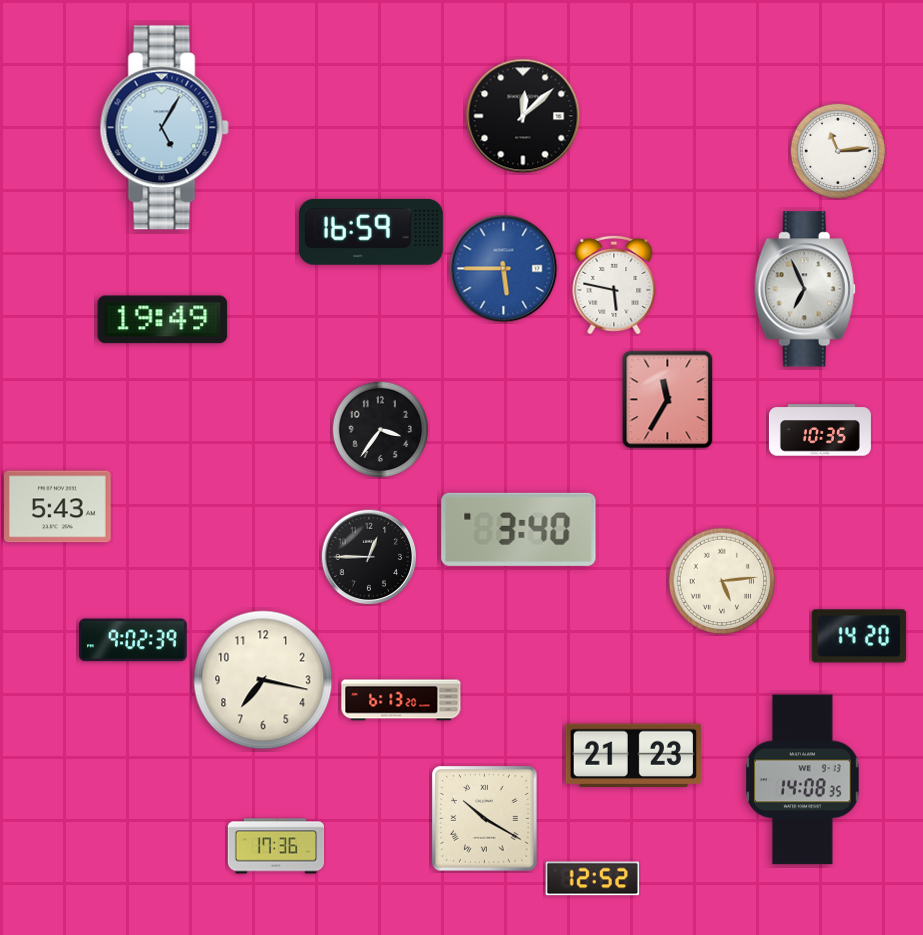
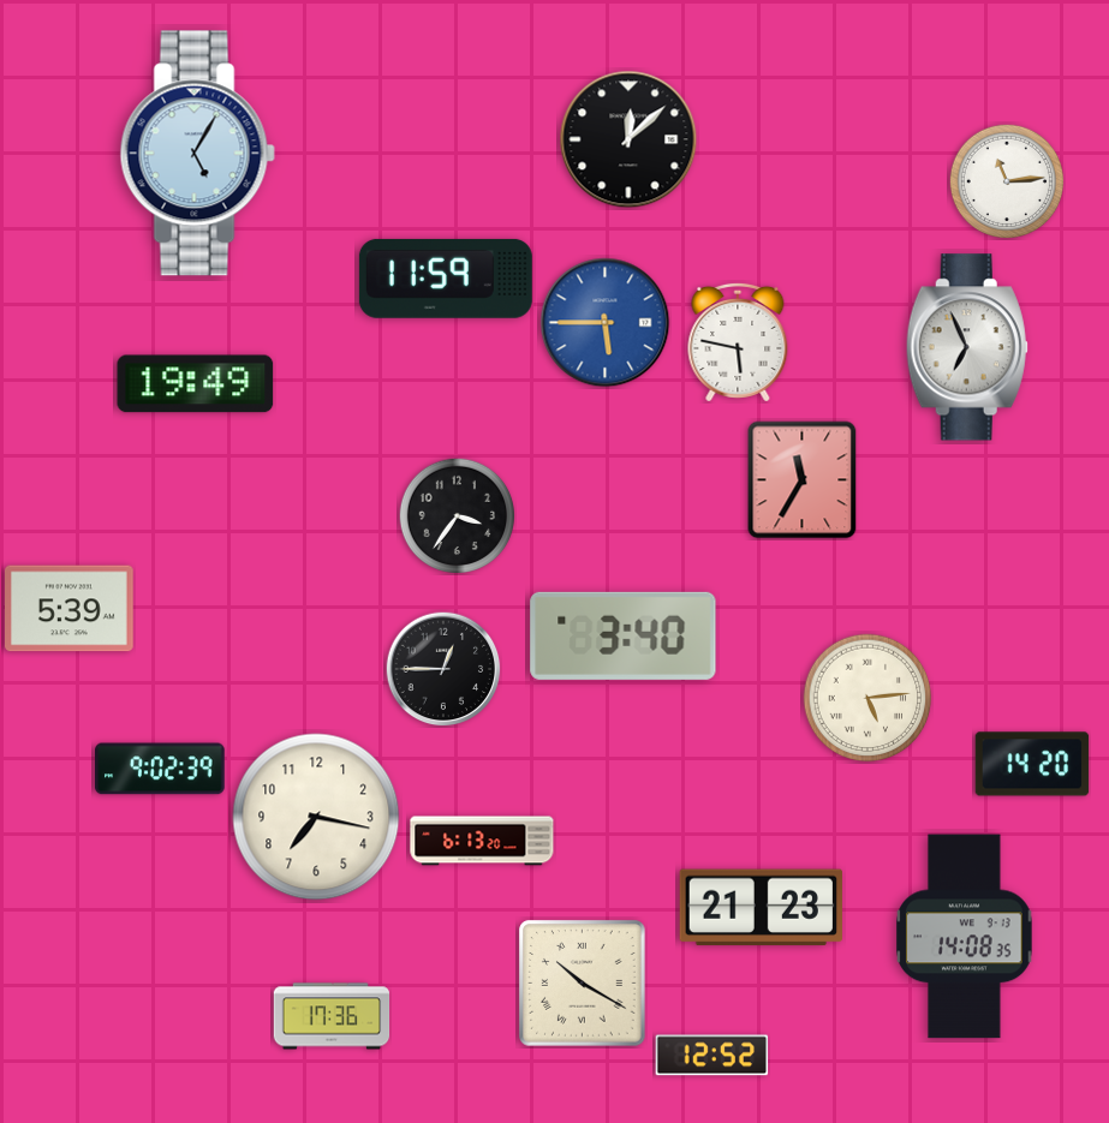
clock at (371, 232): 16:59 -> 11:59
clock at (820, 430): 10:35 -> none
clock at (58, 507): 5:43 -> 5:39
